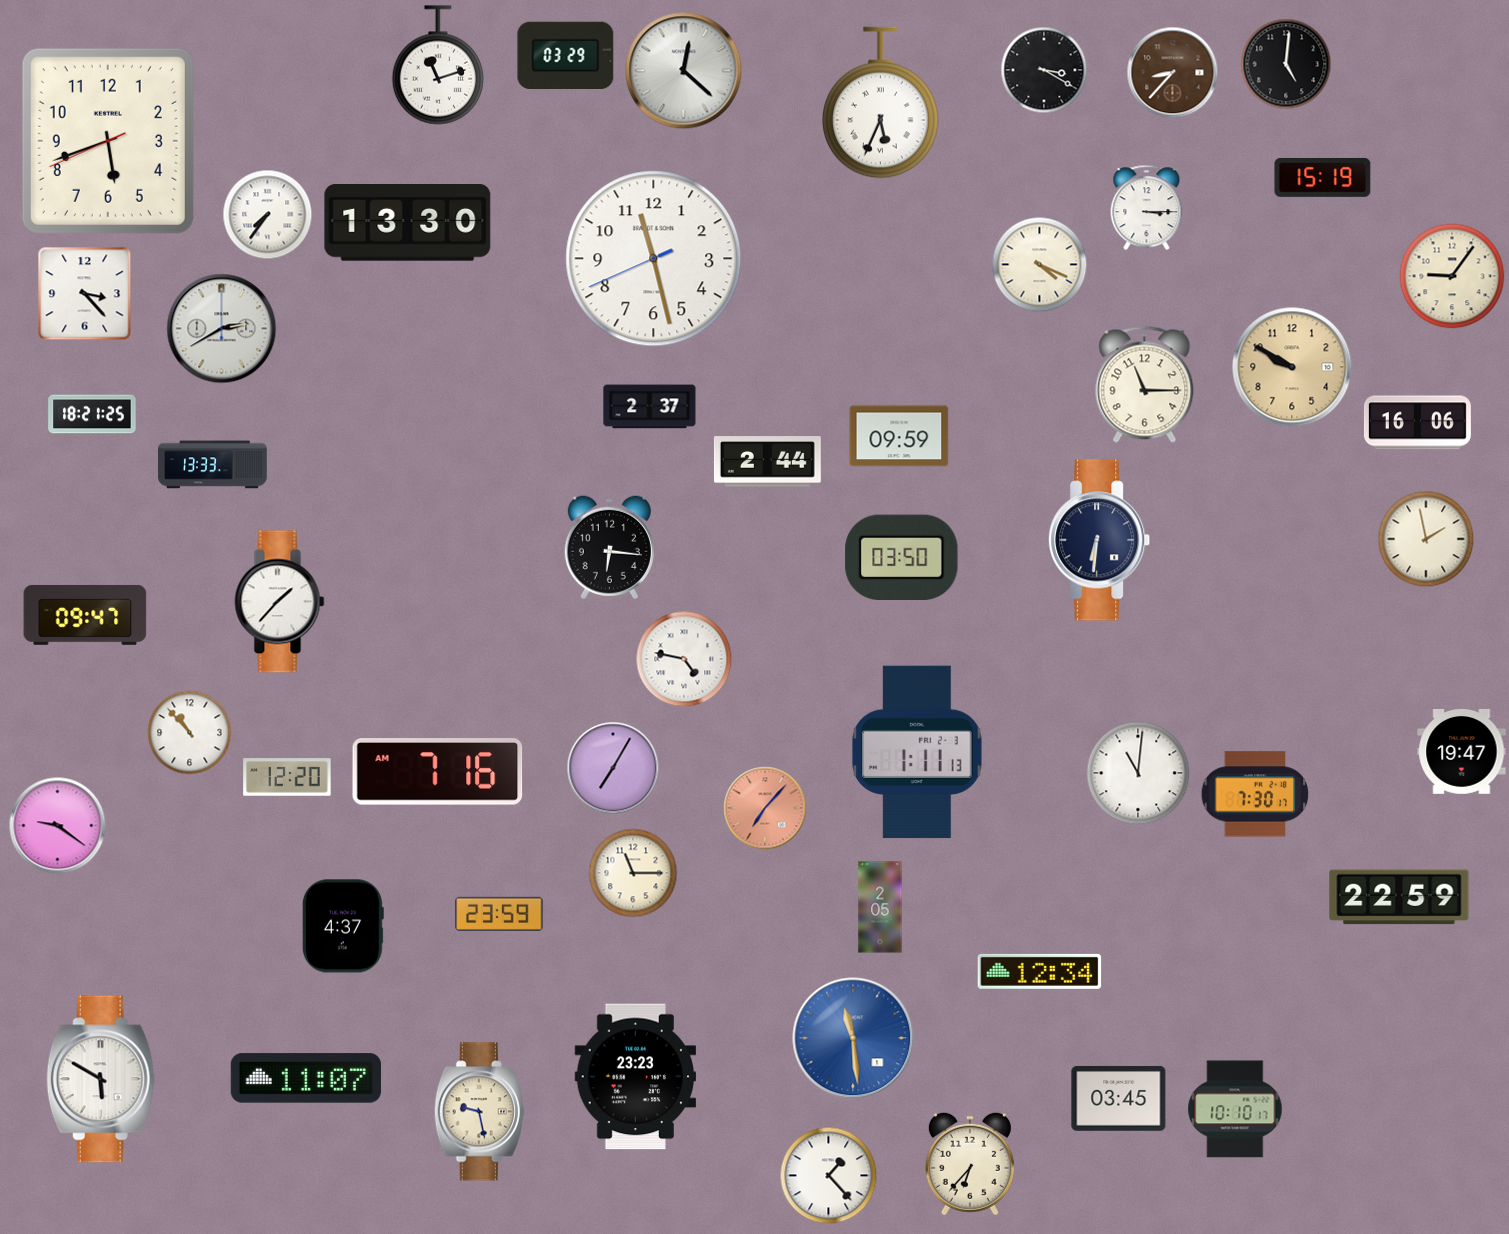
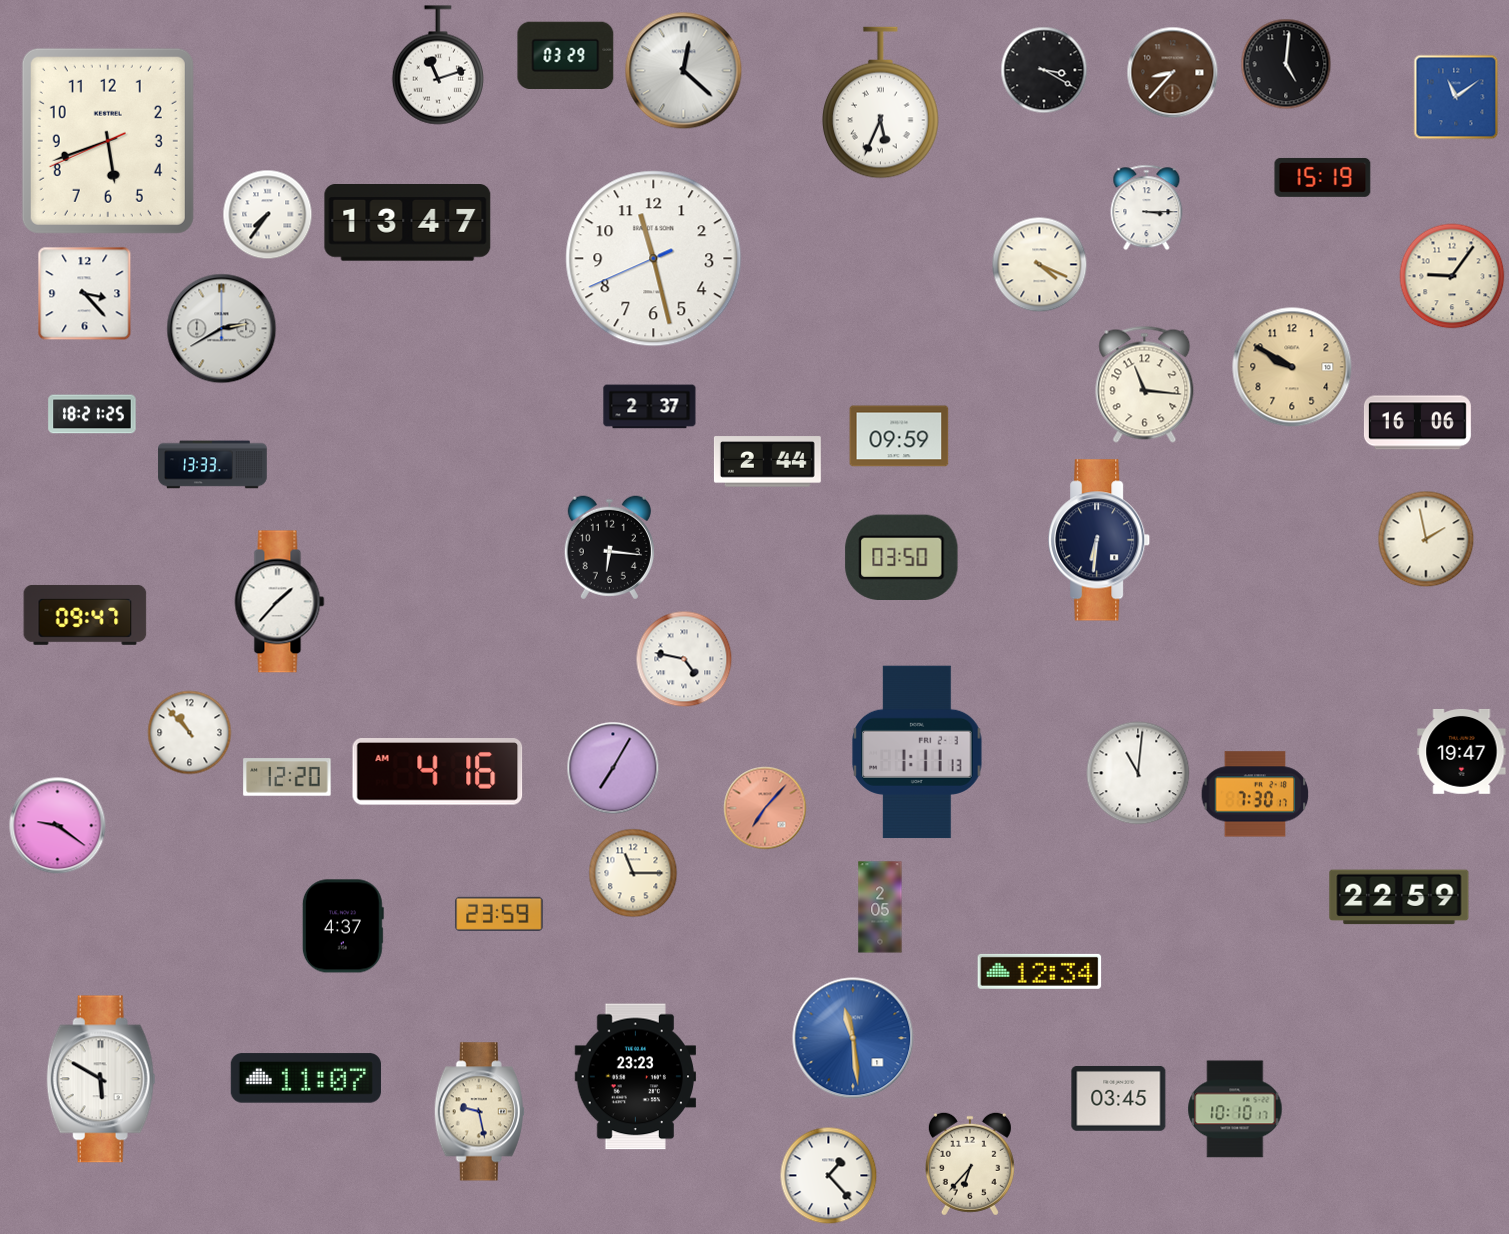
clock at (1456, 97): none -> 11:09
clock at (408, 223): 13:30 -> 13:47
clock at (1145, 384): 11:15 -> 11:16
clock at (438, 772): 7:16 -> 4:16
